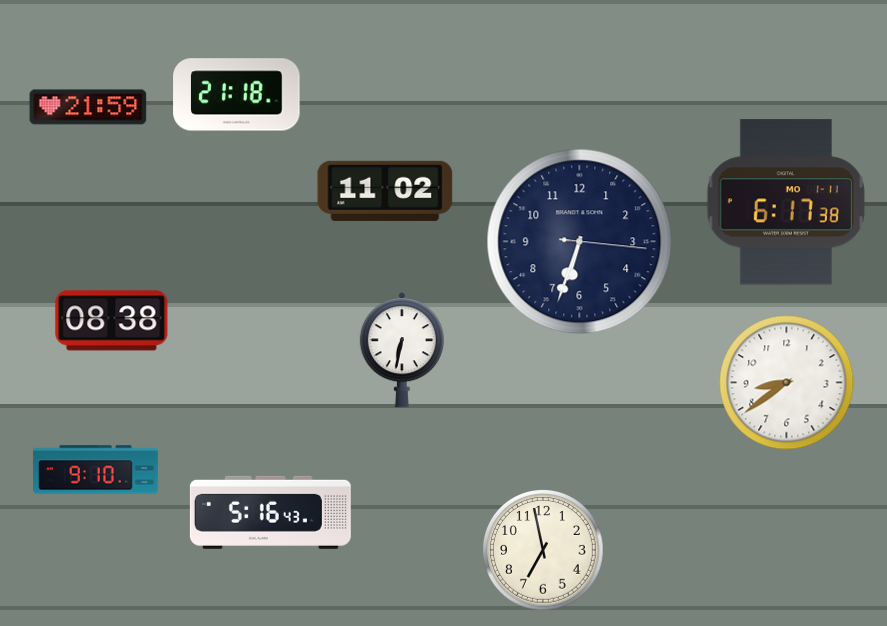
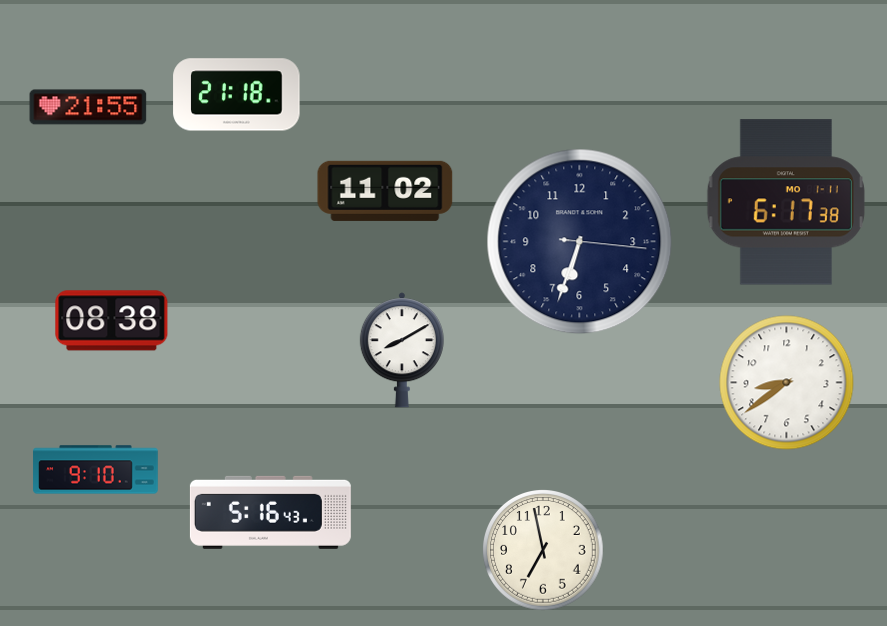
clock at (88, 107): 21:59 -> 21:55
clock at (402, 350): 6:32 -> 8:10
